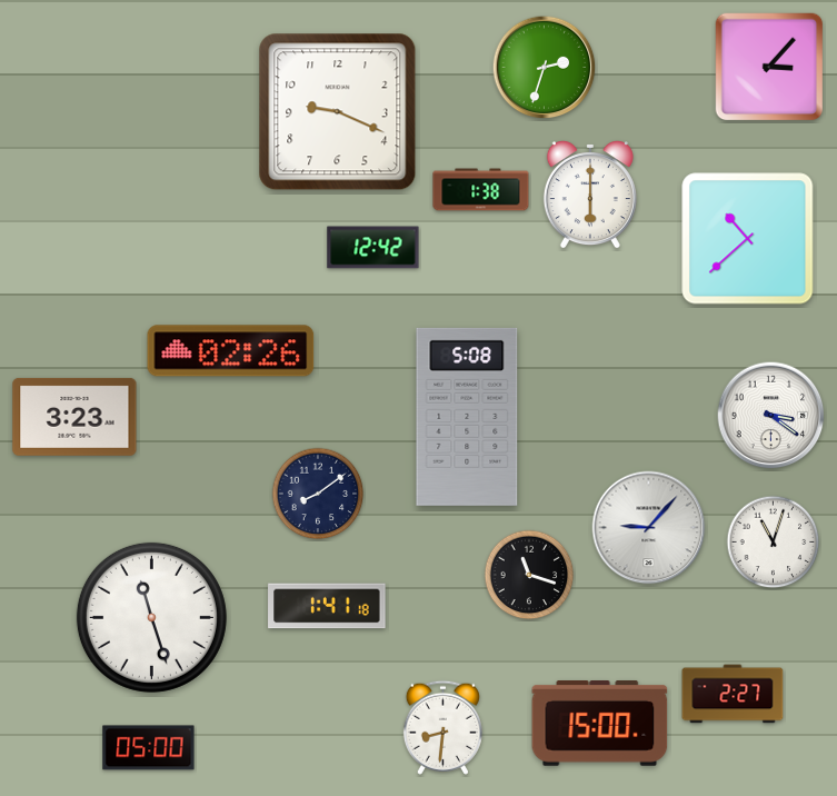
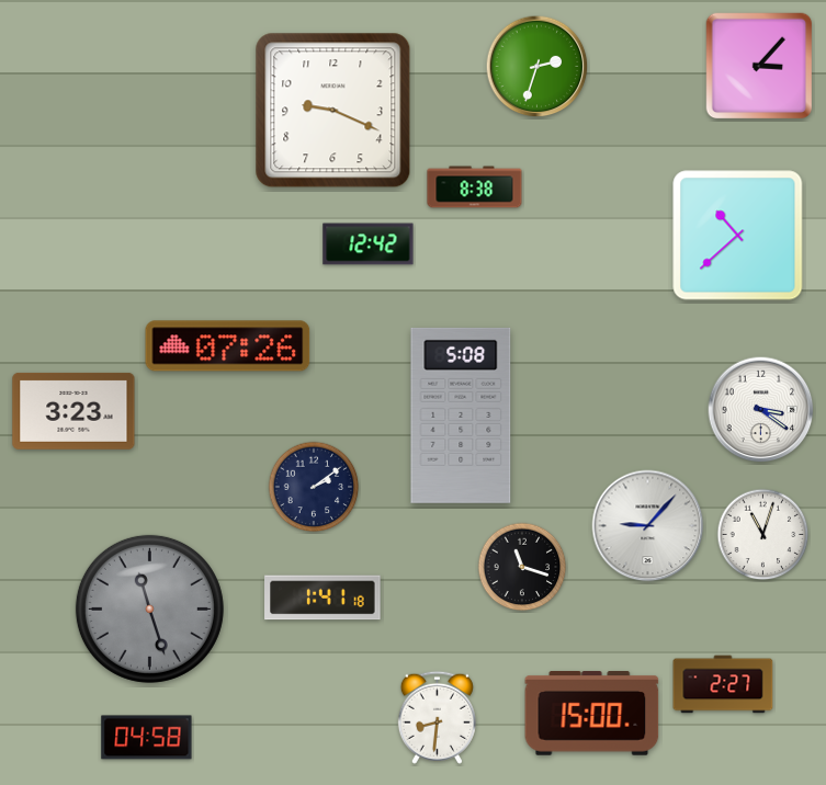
clock at (481, 190): 1:38 -> 8:38
clock at (590, 195): 6:00 -> none
clock at (231, 351): 02:26 -> 07:26
clock at (467, 417) position: (467, 417) -> (461, 416)
clock at (318, 494): 8:09 -> 2:09
clock at (649, 528) position: (649, 528) -> (648, 526)
clock at (151, 617) dial: white -> grey
clock at (149, 748): 05:00 -> 04:58
